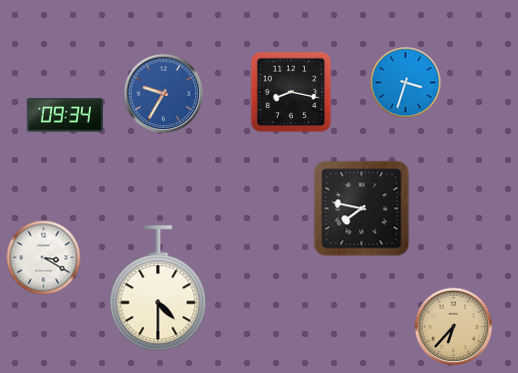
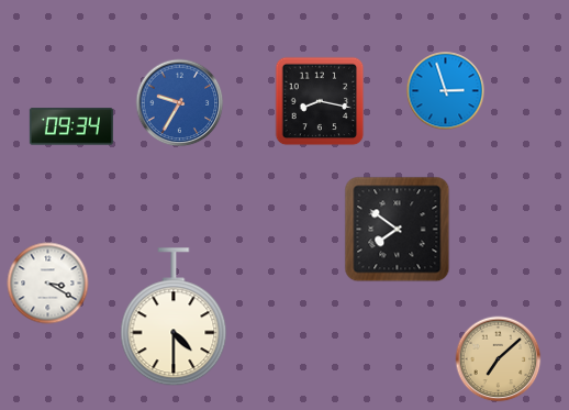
clock at (406, 83): 3:33 -> 2:57
clock at (362, 209): 7:47 -> 7:51
clock at (454, 327): 6:37 -> 7:08
